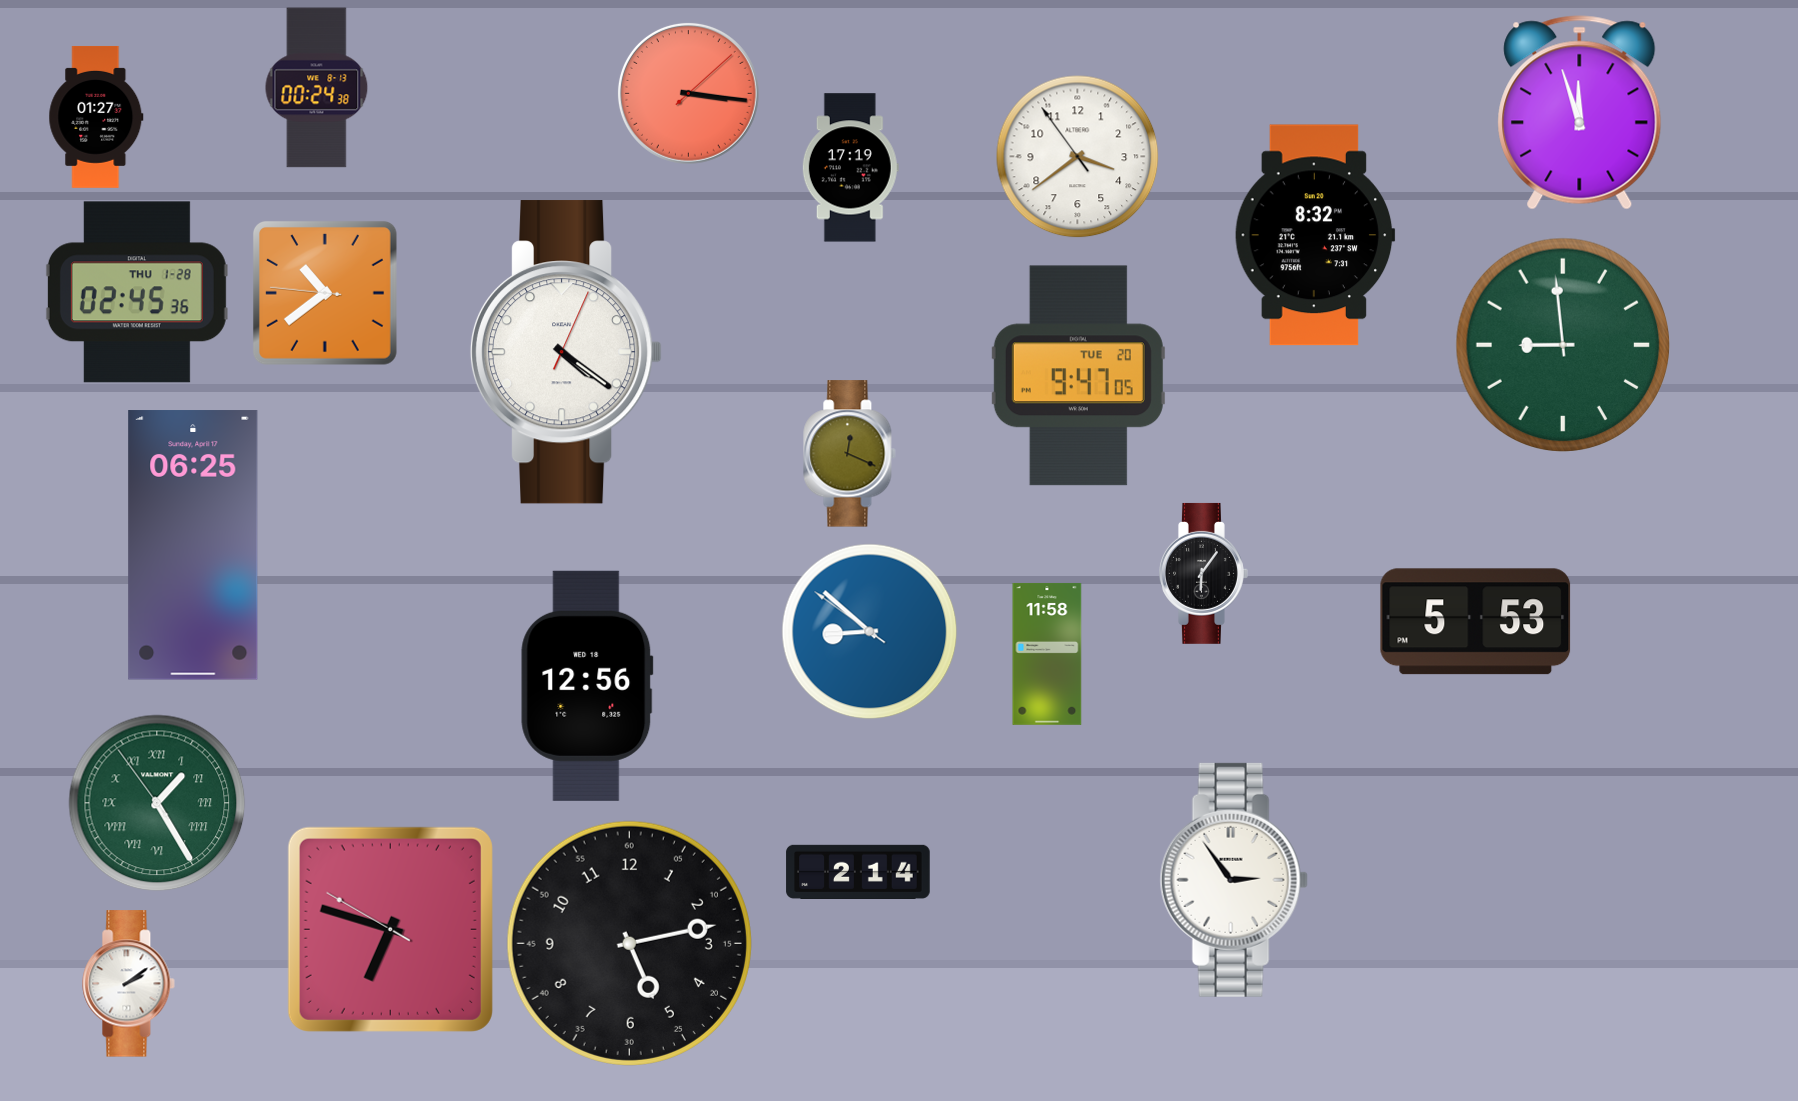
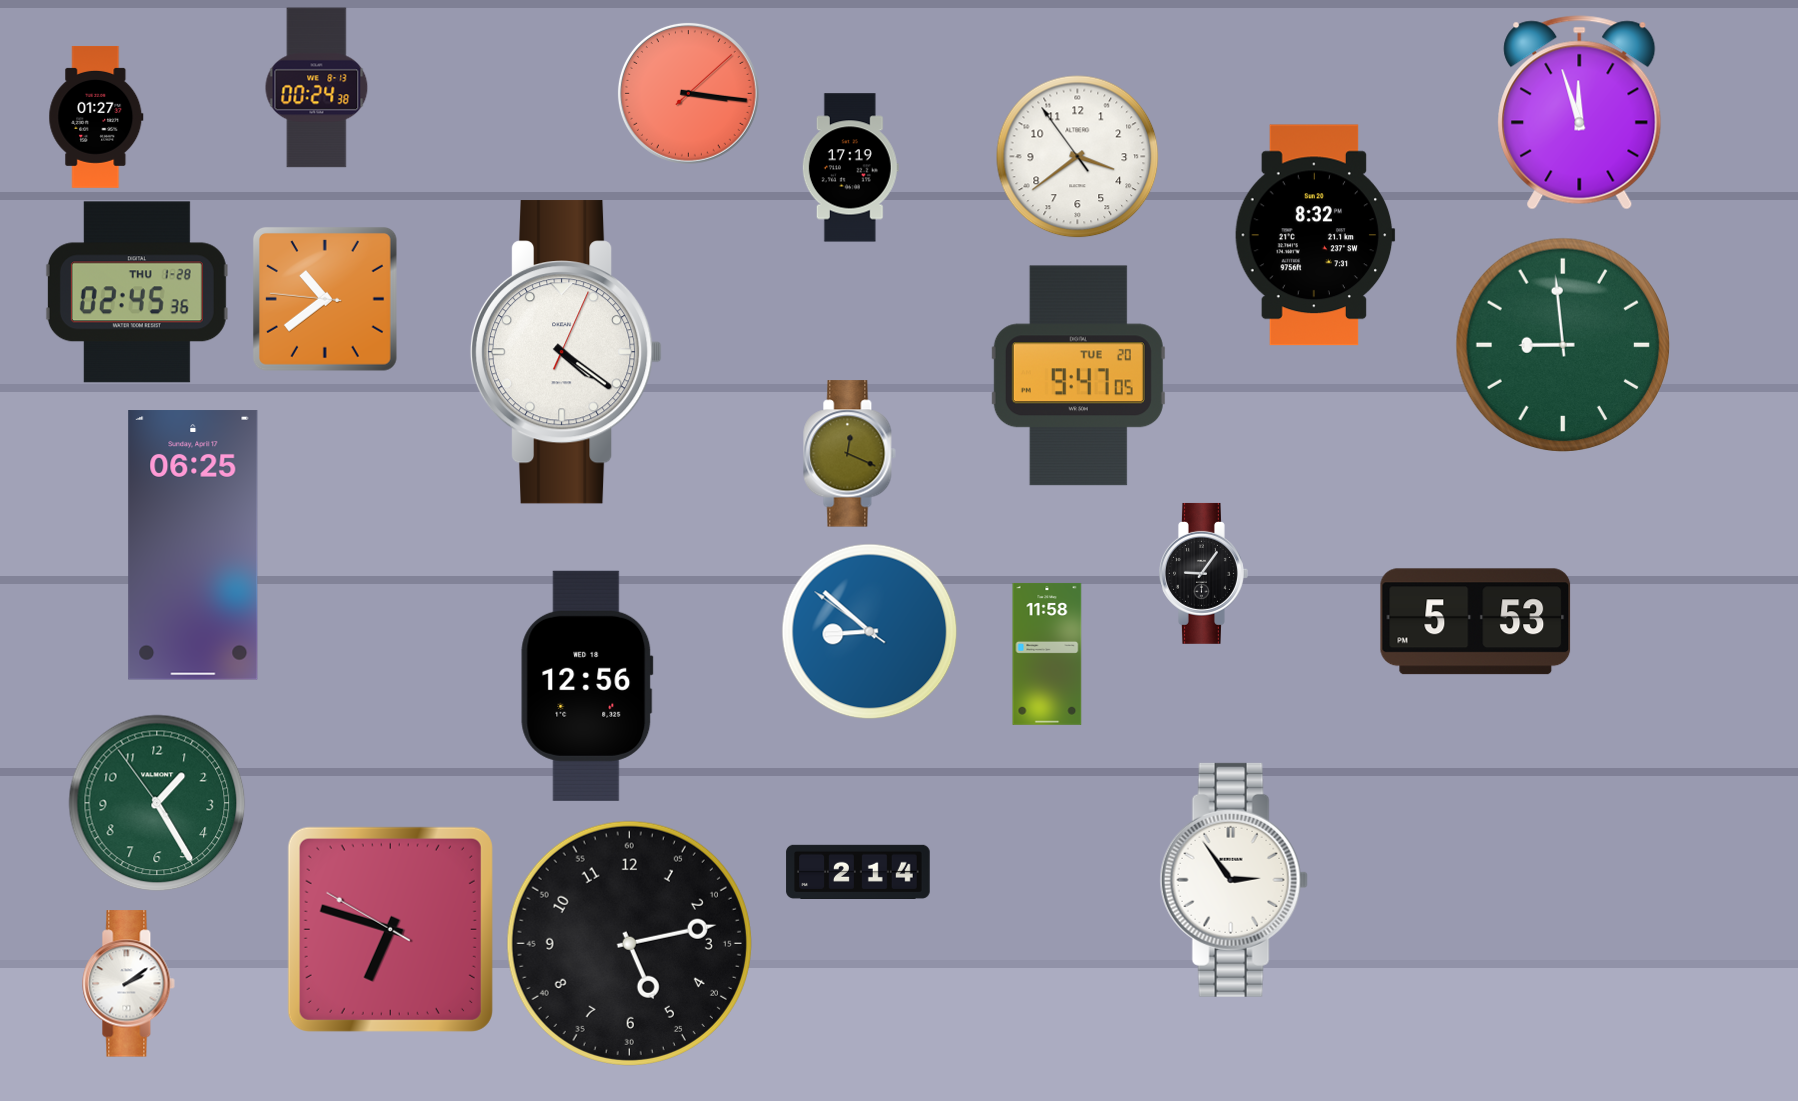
clock at (325, 293) position: (325, 293) -> (325, 299)
clock at (1203, 573): 6:06 -> 9:06
clock at (157, 803) numerals: Roman -> Arabic
